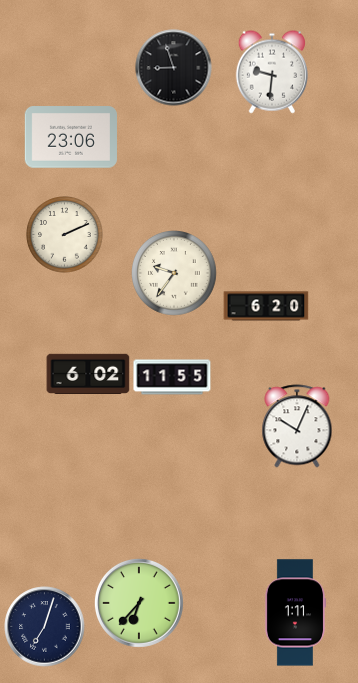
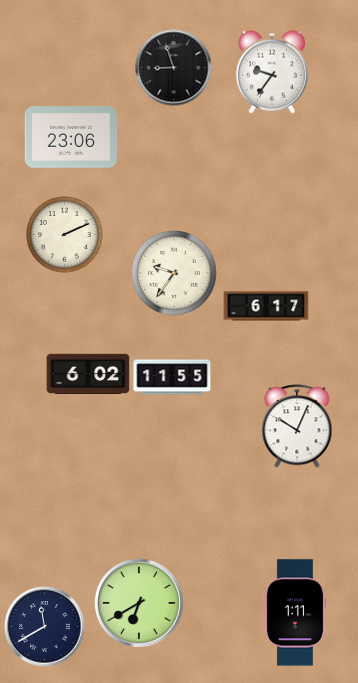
clock at (272, 72): 9:31 -> 9:36
clock at (266, 306): 6:20 -> 6:17
clock at (140, 604): 6:37 -> 6:40
clock at (45, 627): 7:03 -> 11:40
